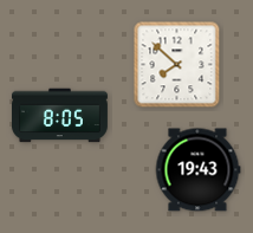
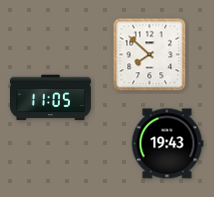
clock at (59, 116): 8:05 -> 11:05
